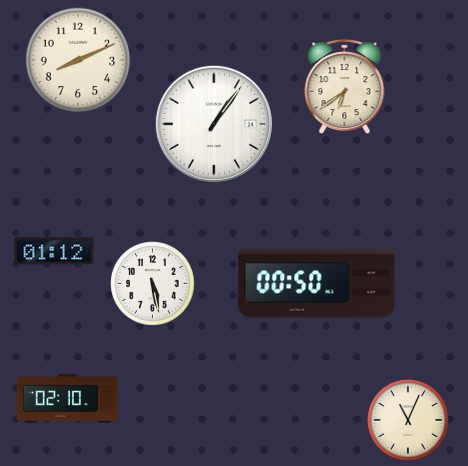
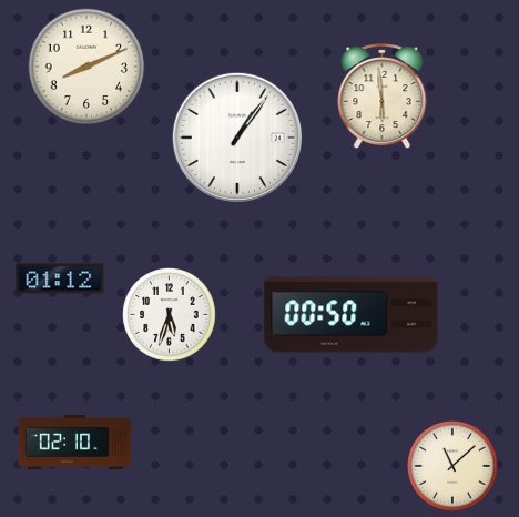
clock at (345, 86): 6:39 -> 5:59
clock at (153, 284): 5:28 -> 5:33
clock at (409, 421): 11:04 -> 11:08
